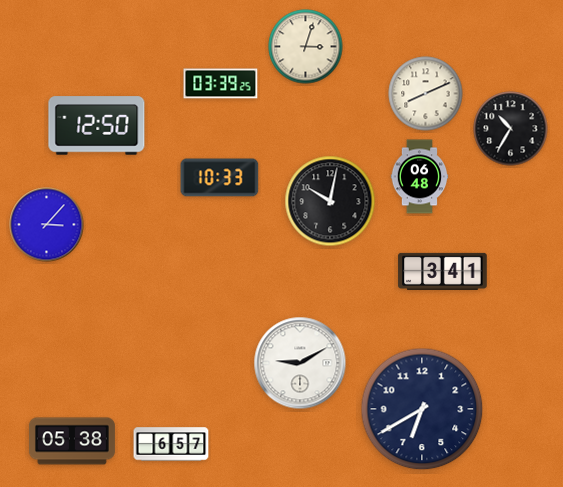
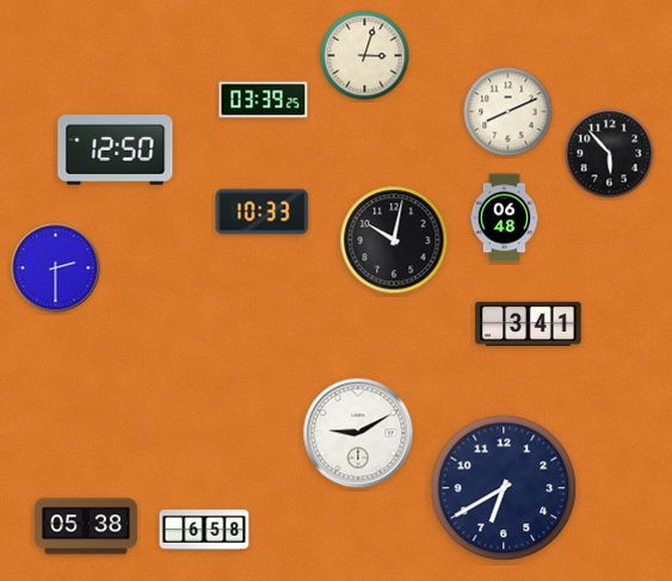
clock at (511, 129): 10:35 -> 5:53
clock at (420, 177) position: (420, 177) -> (505, 218)
clock at (47, 225): 3:07 -> 2:30
clock at (171, 444): 6:57 -> 6:58
